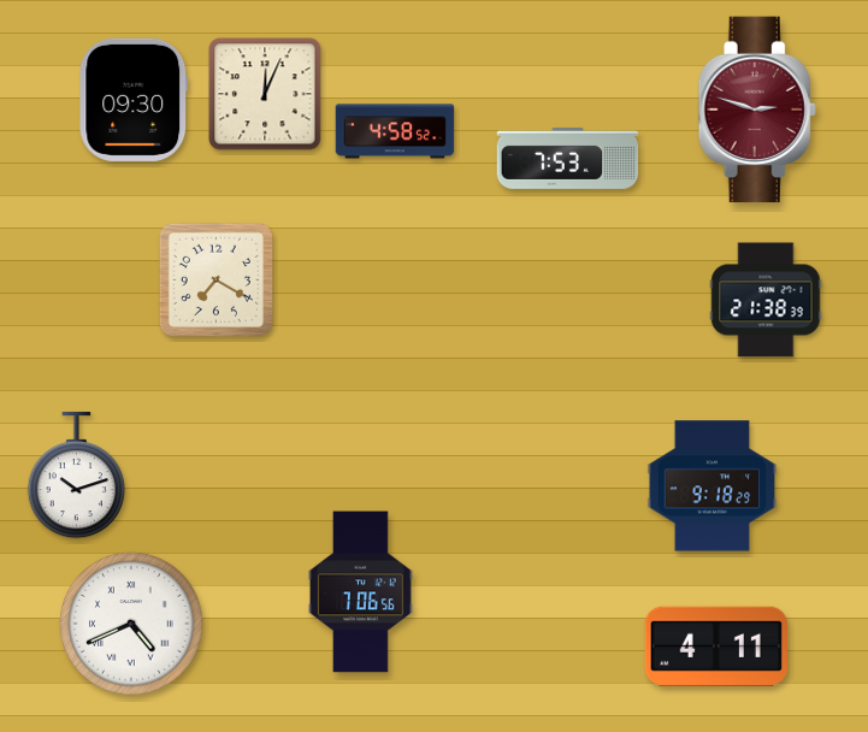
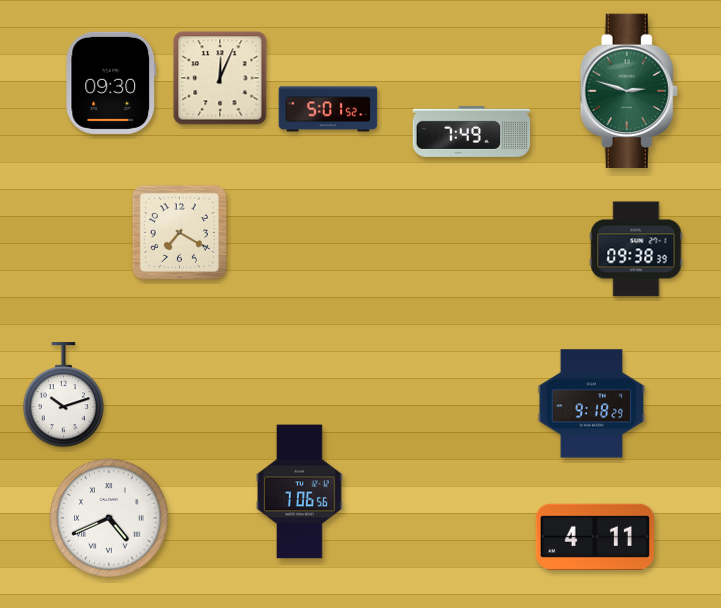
clock at (757, 110) dial: burgundy -> green
clock at (395, 131): 4:58 -> 5:01
clock at (568, 158): 7:53 -> 7:49
clock at (766, 300): 21:38 -> 09:38
